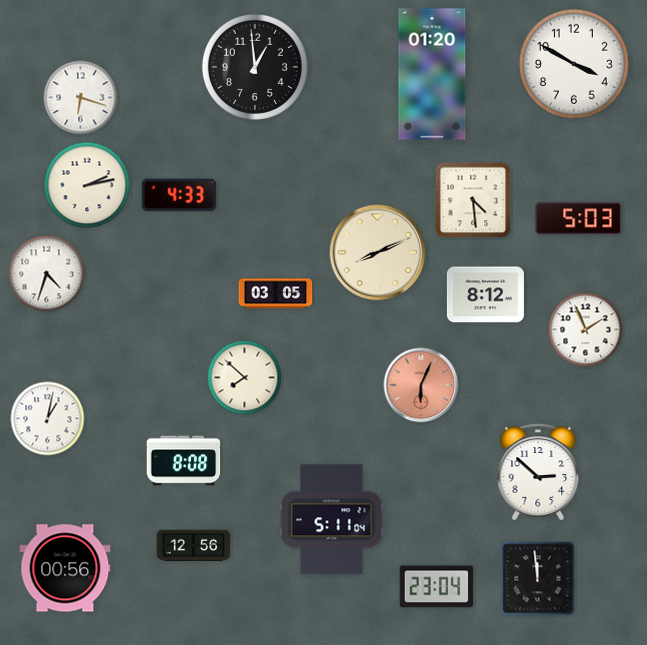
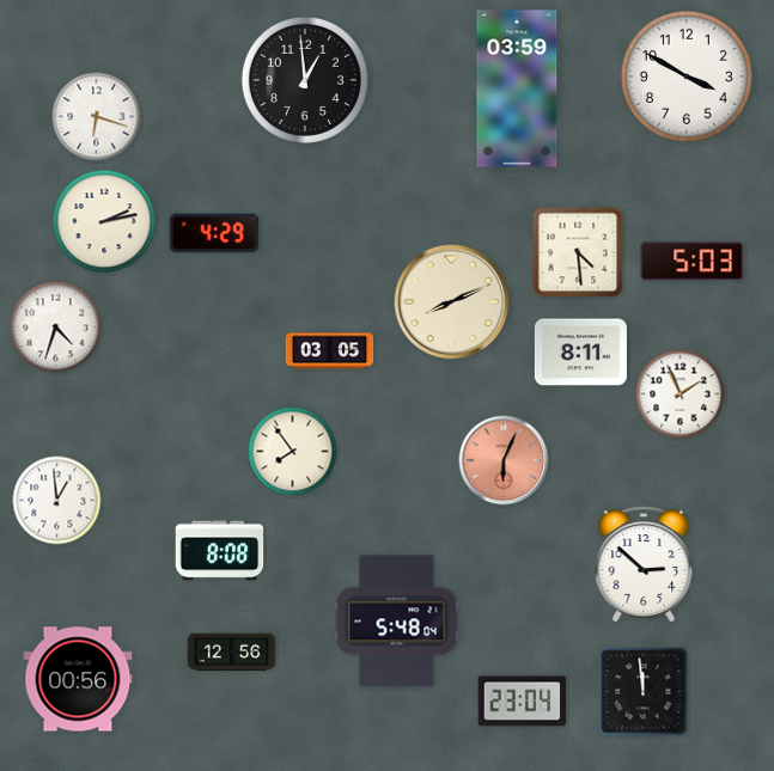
clock at (432, 74): 01:20 -> 03:59
clock at (179, 195): 4:33 -> 4:29
clock at (473, 200) position: (473, 200) -> (578, 252)
clock at (485, 295): 8:12 -> 8:11
clock at (586, 330) position: (586, 330) -> (681, 394)
clock at (245, 378): 7:52 -> 7:54
clock at (48, 419): 1:02 -> 12:59
clock at (332, 520): 5:11 -> 5:48
